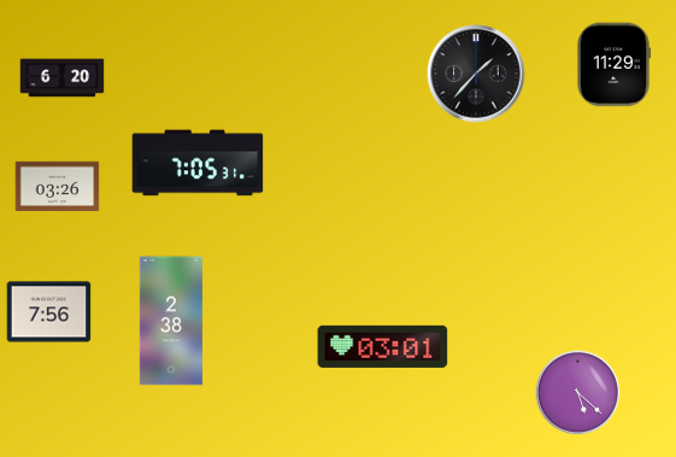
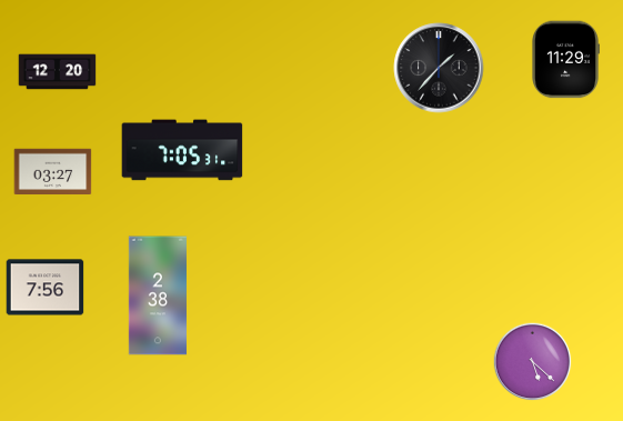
clock at (63, 78): 6:20 -> 12:20
clock at (58, 187): 03:26 -> 03:27
clock at (383, 346): 03:01 -> none
